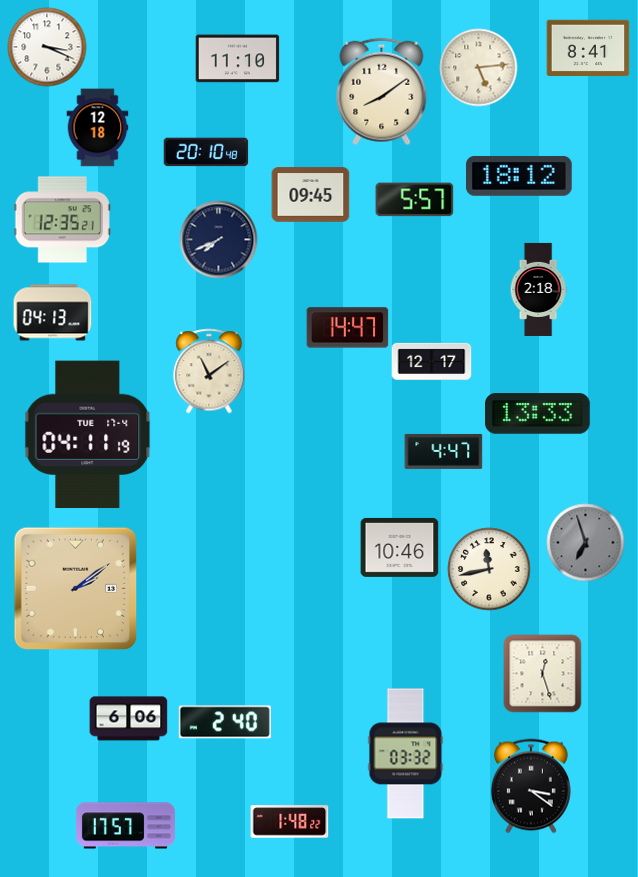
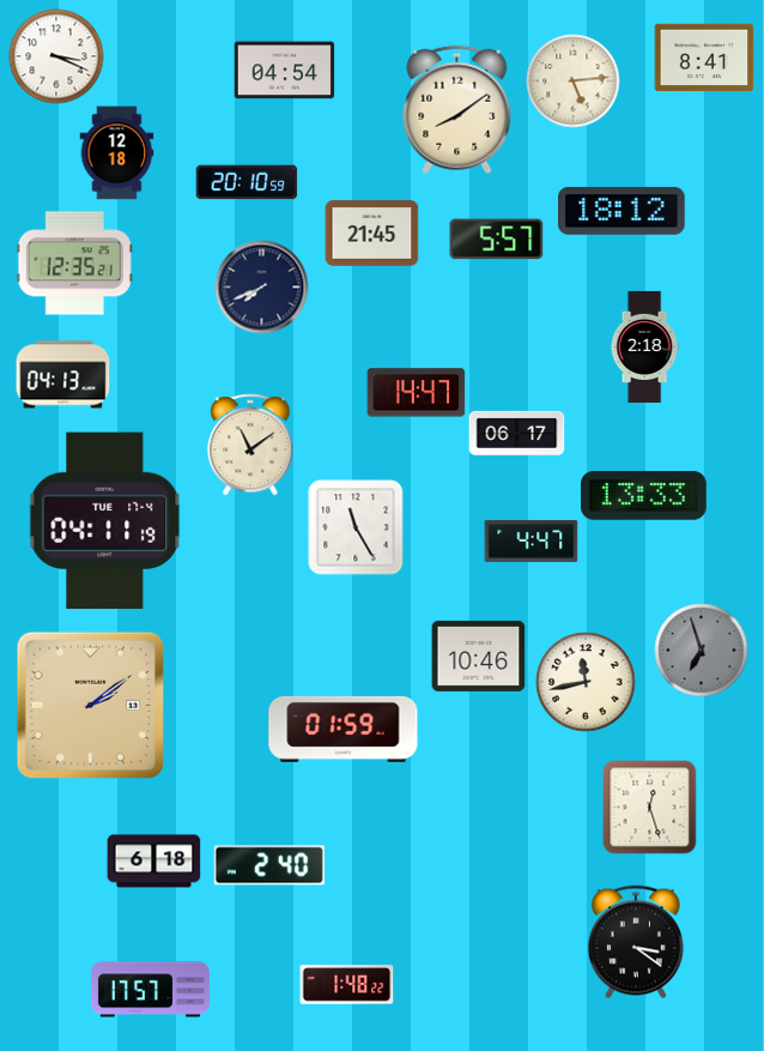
clock at (237, 59): 11:10 -> 04:54
clock at (206, 152): 20:10:48 -> 20:10:59
clock at (310, 195): 09:45 -> 21:45
clock at (431, 361): 12:17 -> 06:17
clock at (356, 527): none -> 11:25
clock at (344, 729): none -> 01:59
clock at (128, 719): 6:06 -> 6:18
clock at (406, 754): 03:32 -> none
